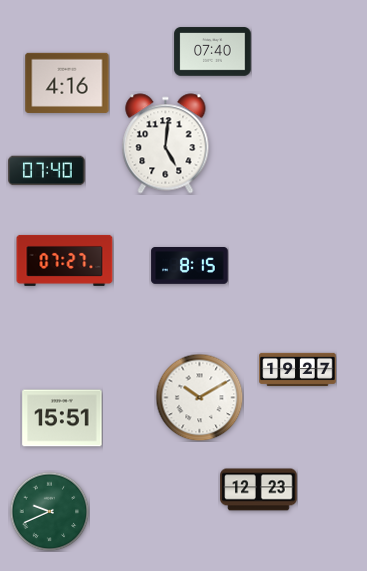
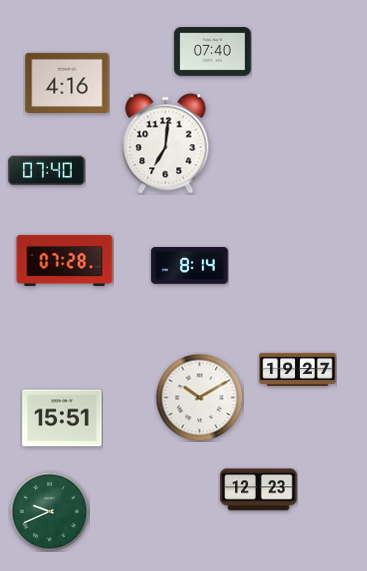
clock at (166, 144): 5:01 -> 7:01
clock at (65, 260): 07:27 -> 07:28
clock at (190, 266): 8:15 -> 8:14
